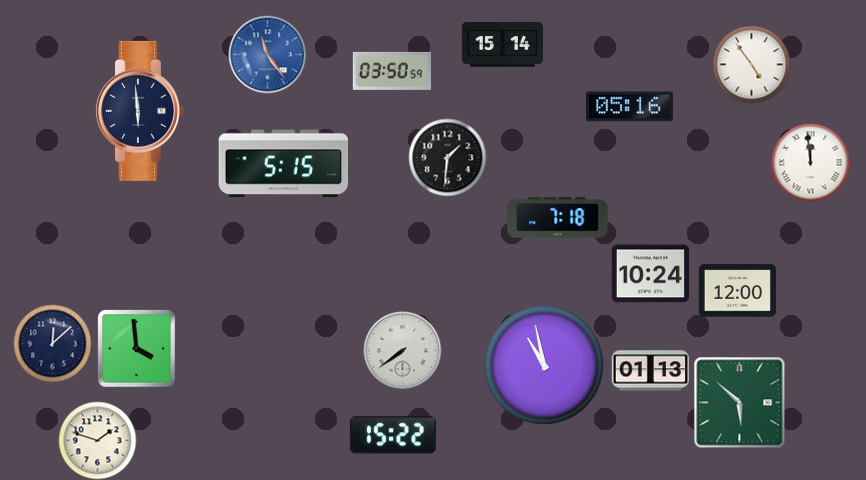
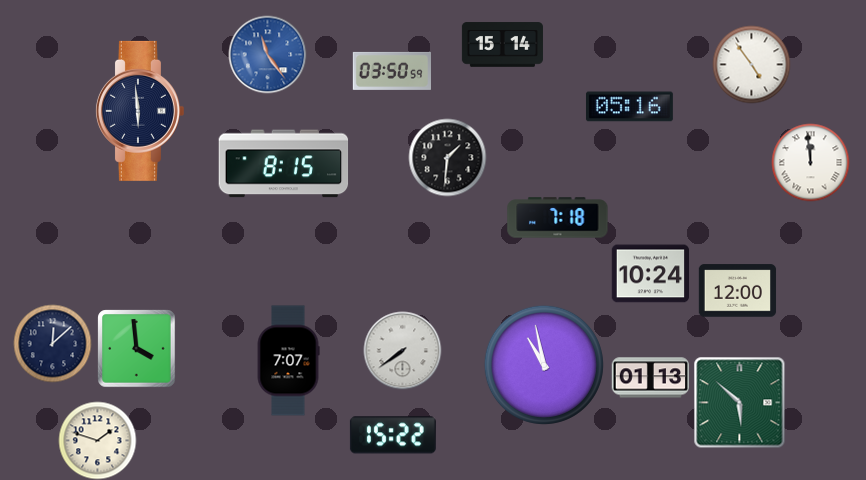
clock at (284, 164): 5:15 -> 8:15
clock at (288, 361): none -> 7:07
clock at (650, 371) position: (650, 371) -> (650, 378)
